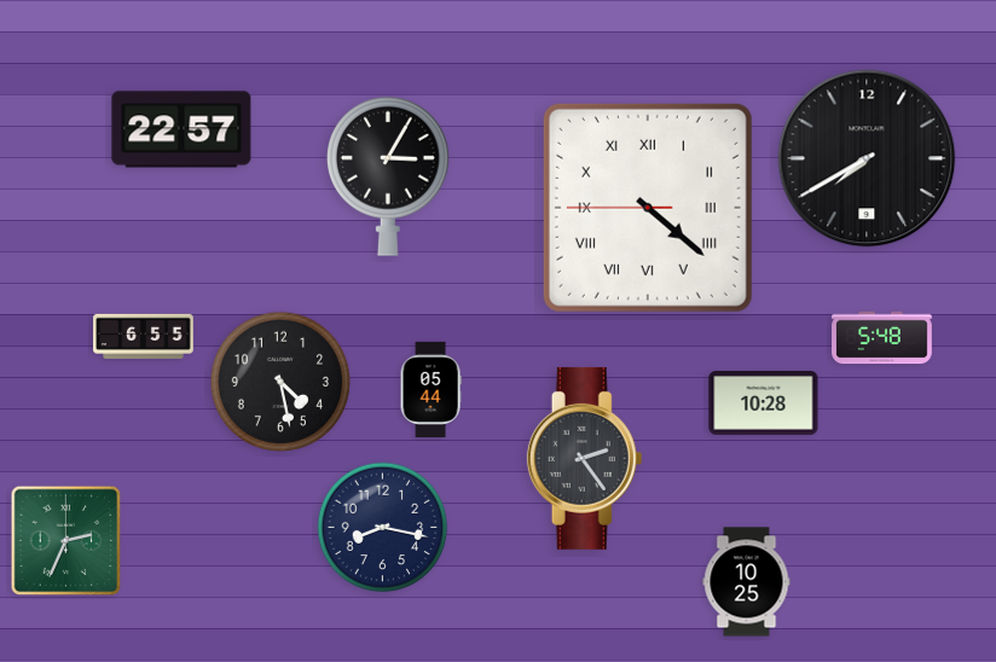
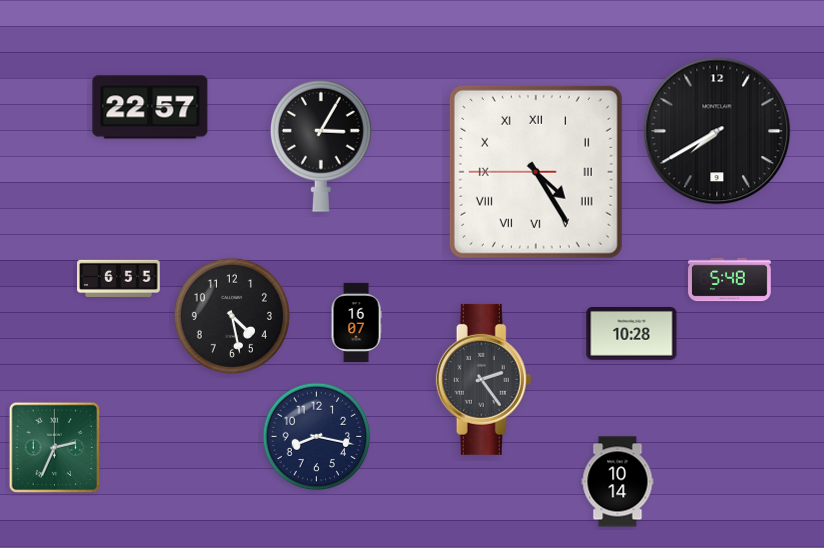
clock at (648, 208): 4:21 -> 4:24
clock at (430, 389): 05:44 -> 16:07
clock at (747, 582): 10:25 -> 10:14
